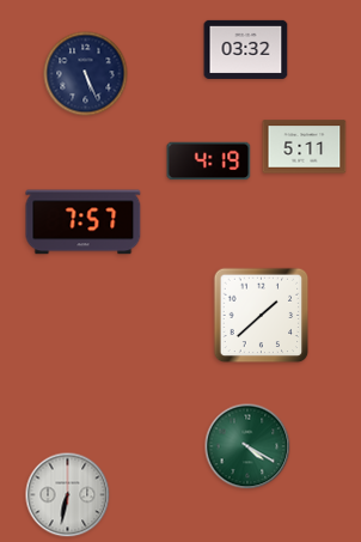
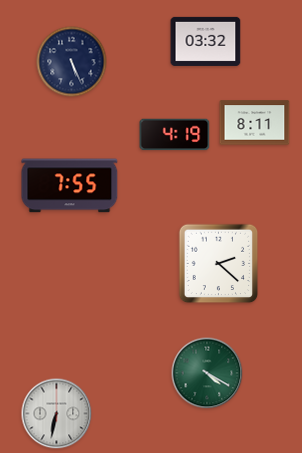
clock at (305, 147): 5:11 -> 8:11
clock at (84, 223): 7:57 -> 7:55
clock at (262, 316): 1:38 -> 2:22
